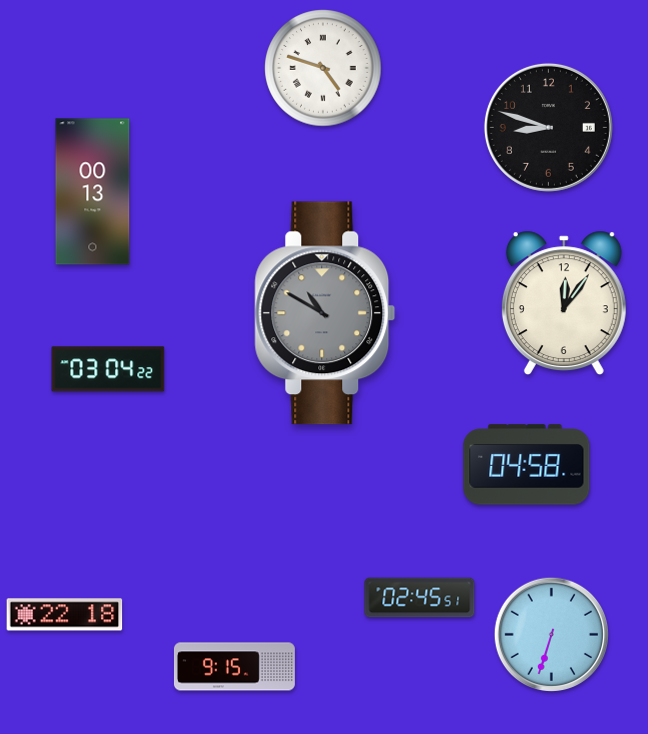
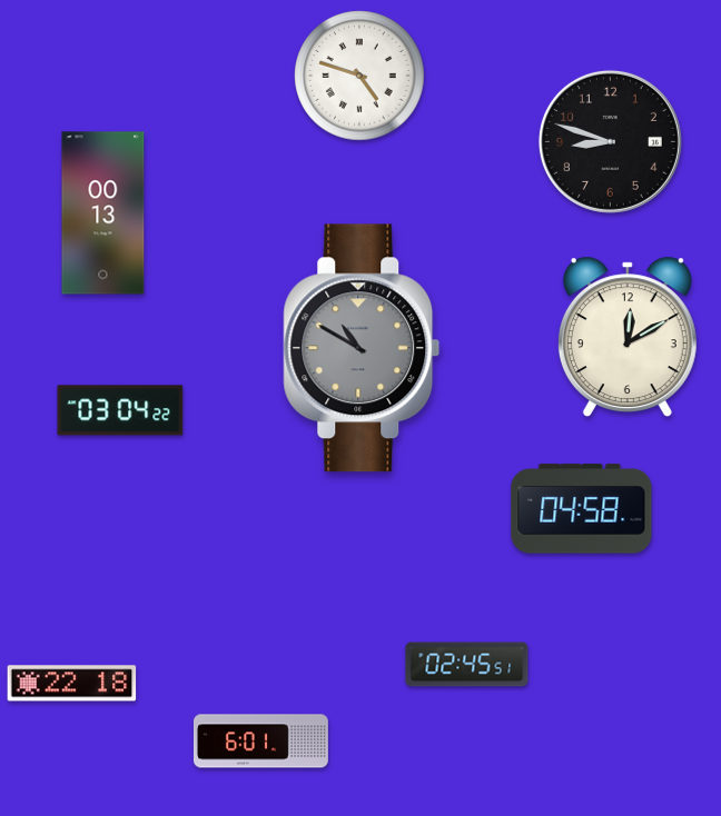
clock at (564, 303): 12:06 -> 12:10
clock at (527, 465) position: (527, 465) -> (582, 509)
clock at (551, 634): 6:33 -> none
clock at (234, 667): 9:15 -> 6:01
